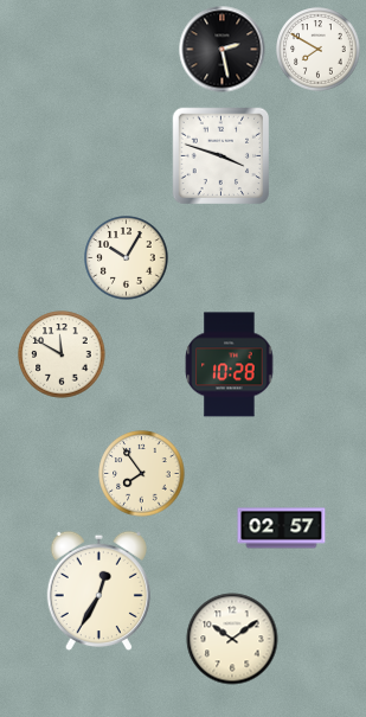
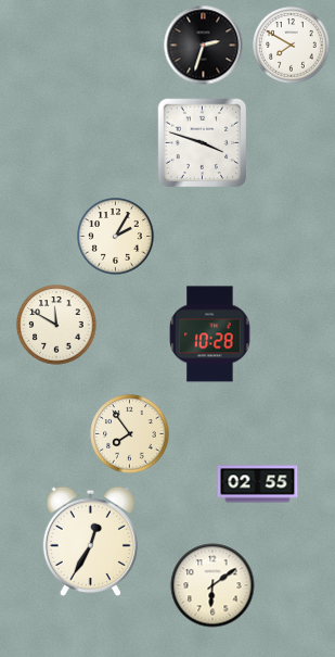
clock at (223, 50): 2:28 -> 2:33
clock at (127, 258): 10:05 -> 2:05
clock at (282, 529): 02:57 -> 02:55
clock at (232, 639): 10:09 -> 6:09
